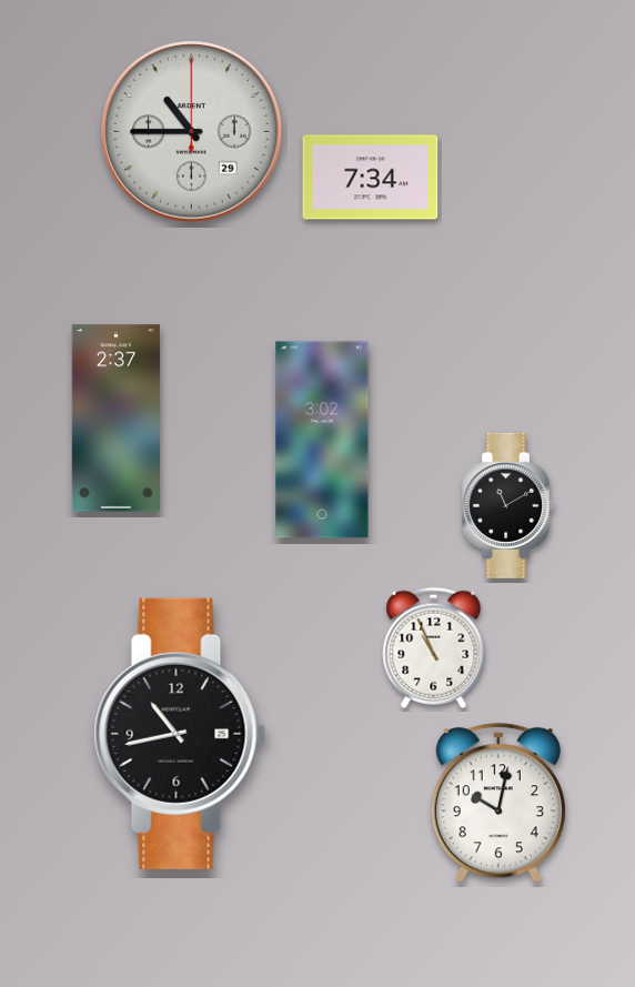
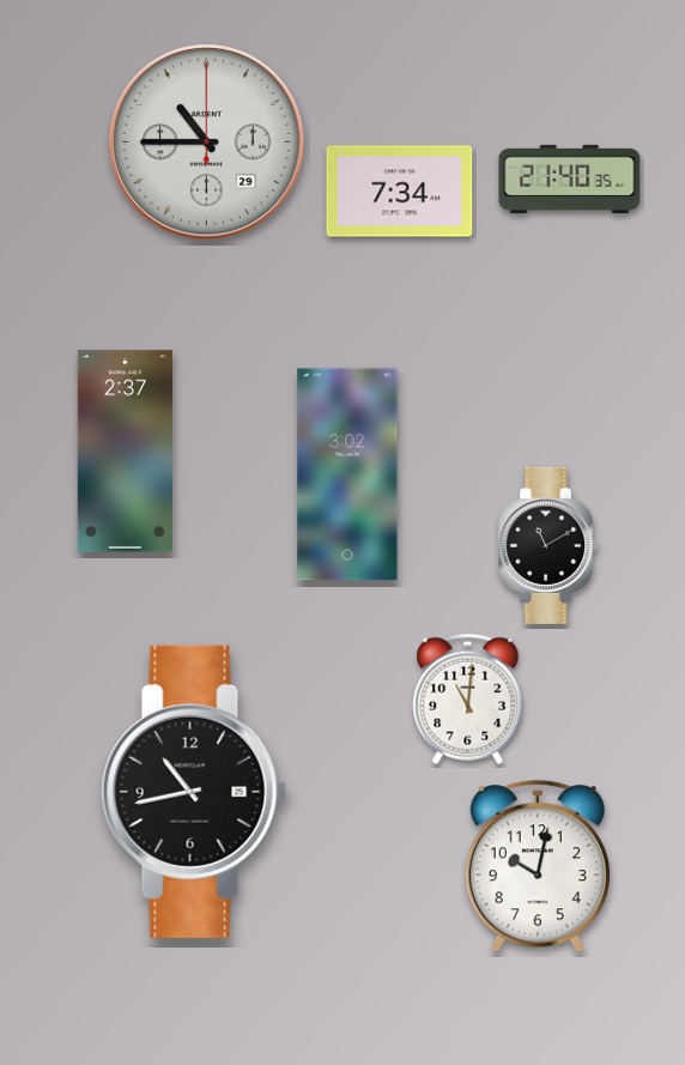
clock at (570, 178): none -> 21:40
clock at (434, 647): 10:56 -> 11:01
